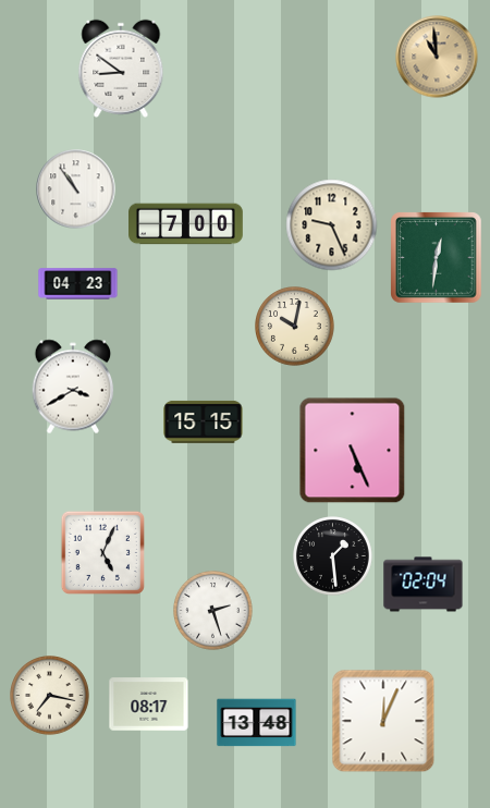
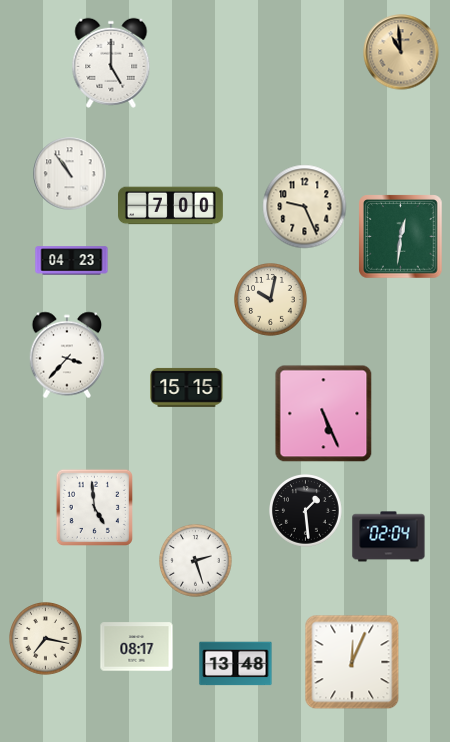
clock at (121, 69): 8:51 -> 5:00
clock at (73, 387): 3:40 -> 3:37
clock at (102, 552): 5:04 -> 4:59
